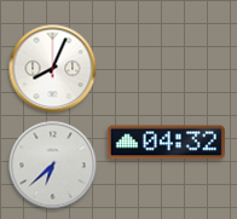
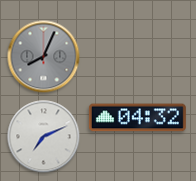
clock at (53, 69) dial: white -> grey
clock at (53, 166): 6:38 -> 7:11
